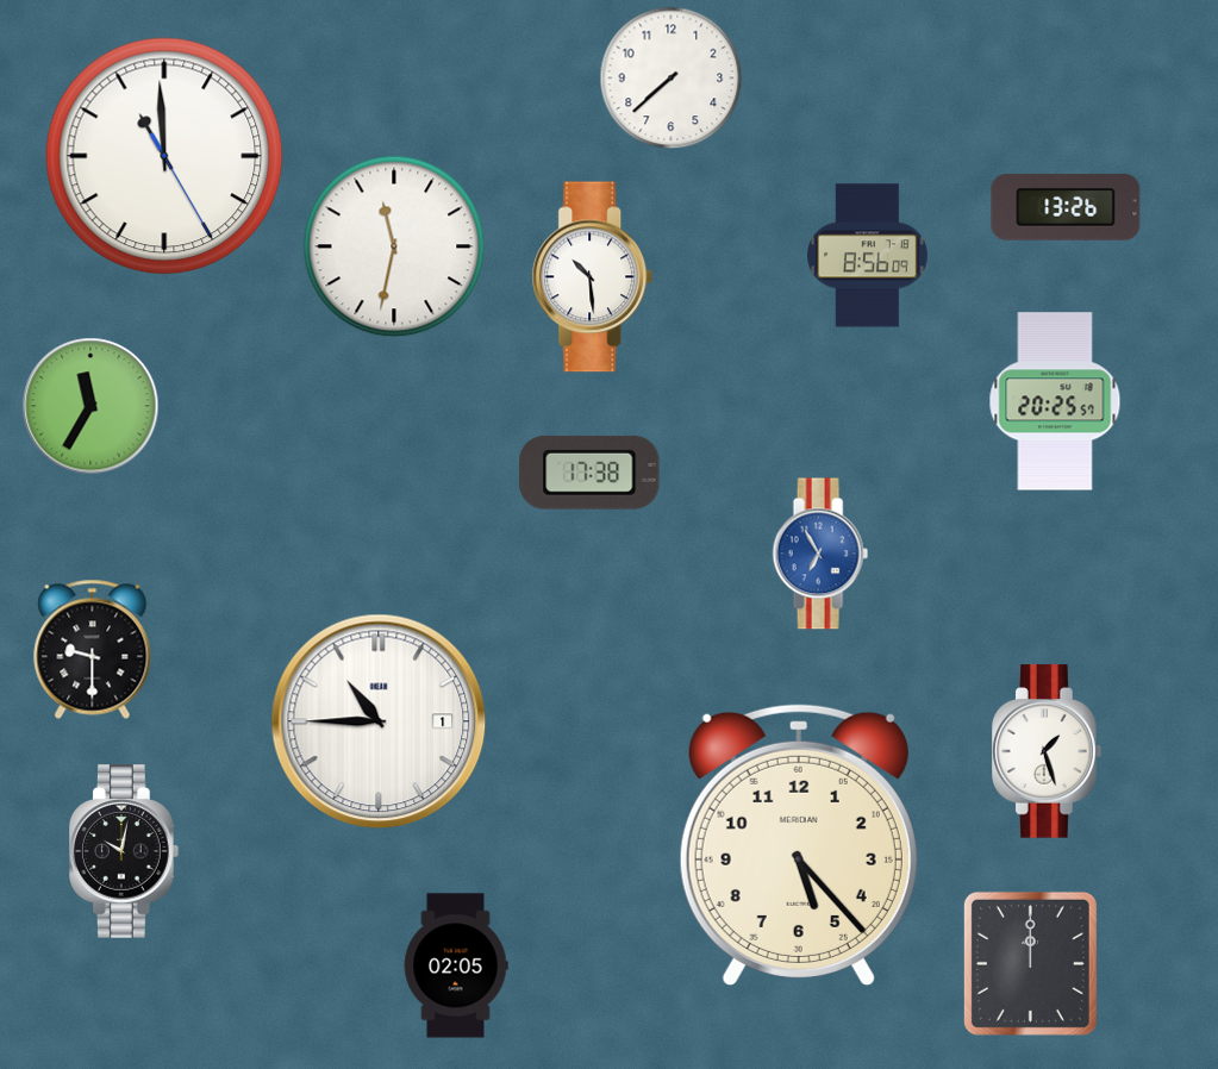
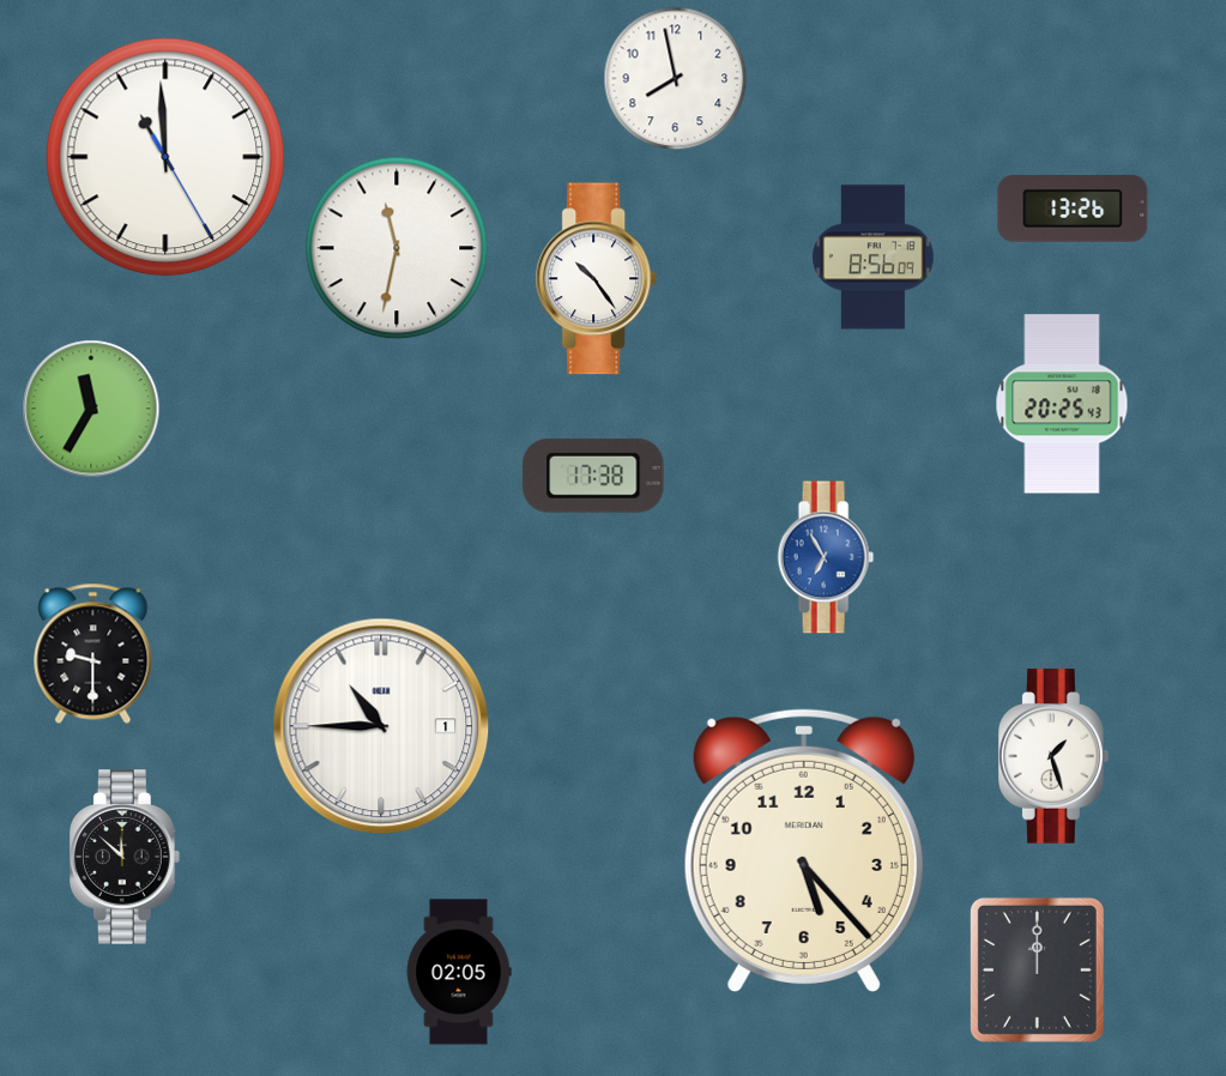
clock at (672, 79): 7:38 -> 7:58
clock at (593, 277): 10:29 -> 10:24
clock at (1055, 401): 20:25:57 -> 20:25:43
clock at (125, 851): 10:02 -> 11:52
